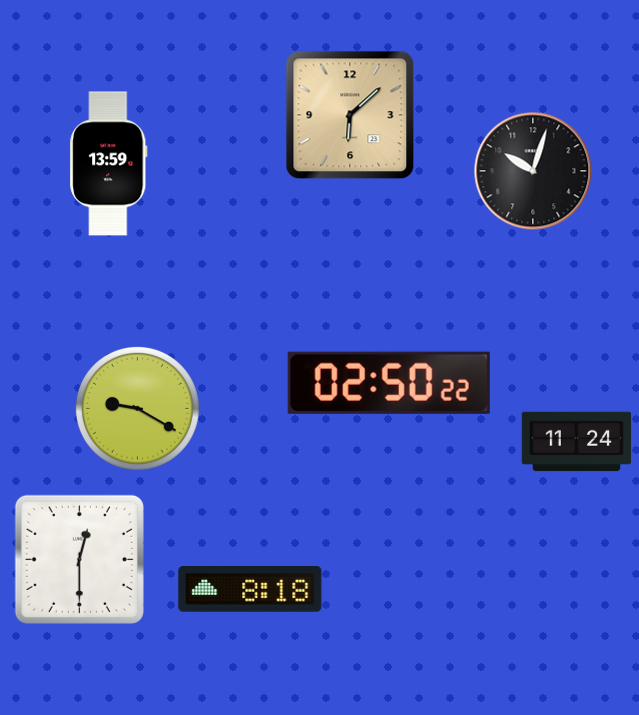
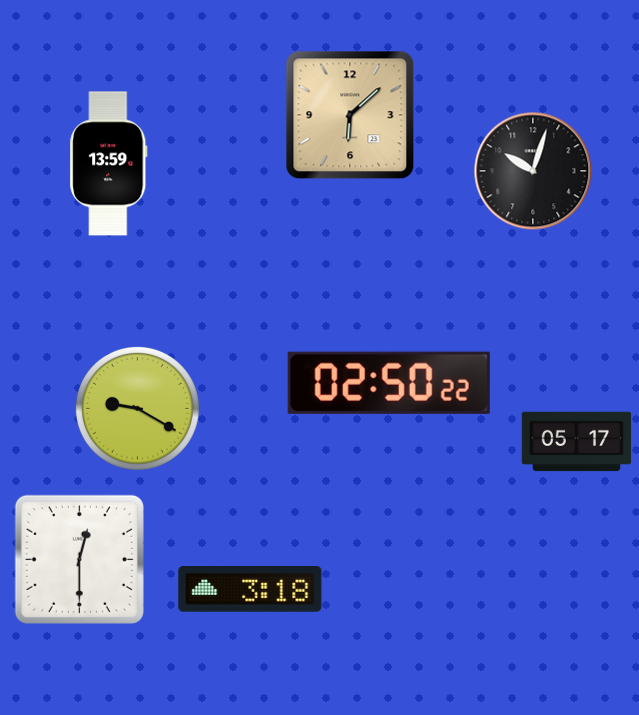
clock at (577, 442): 11:24 -> 05:17
clock at (250, 590): 8:18 -> 3:18
